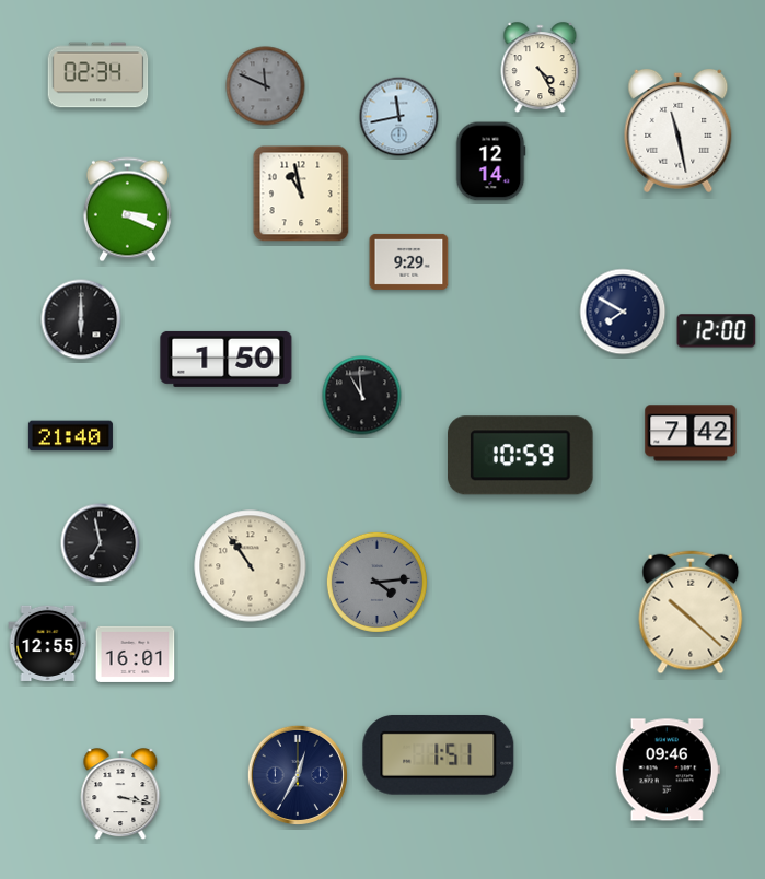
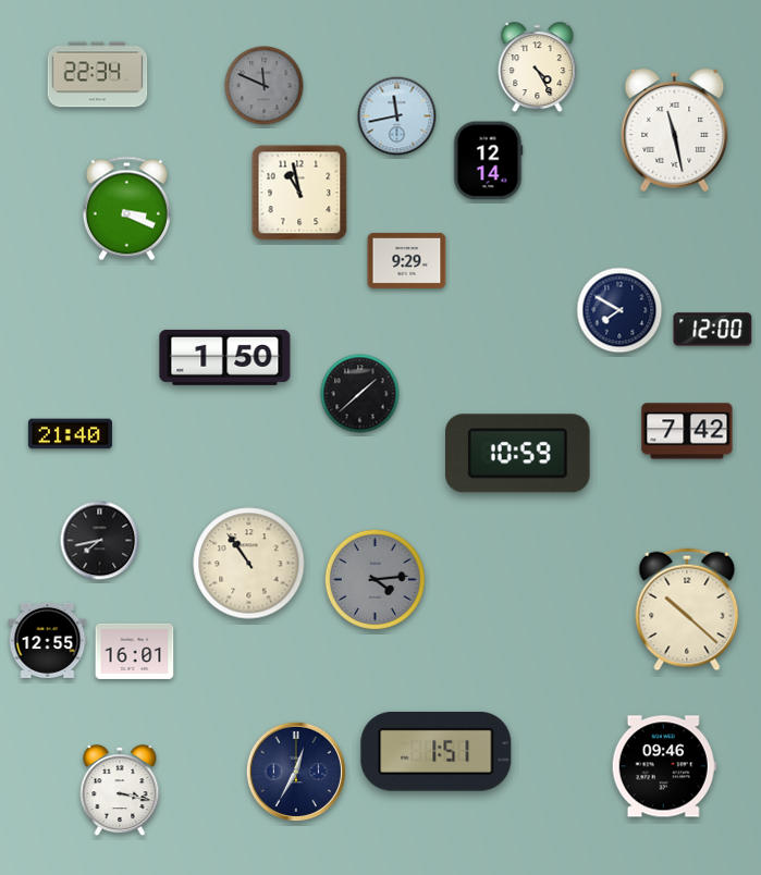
clock at (98, 75): 02:34 -> 22:34
clock at (81, 319): 6:00 -> none
clock at (362, 396): 10:59 -> 1:38
clock at (101, 543): 6:58 -> 7:43
